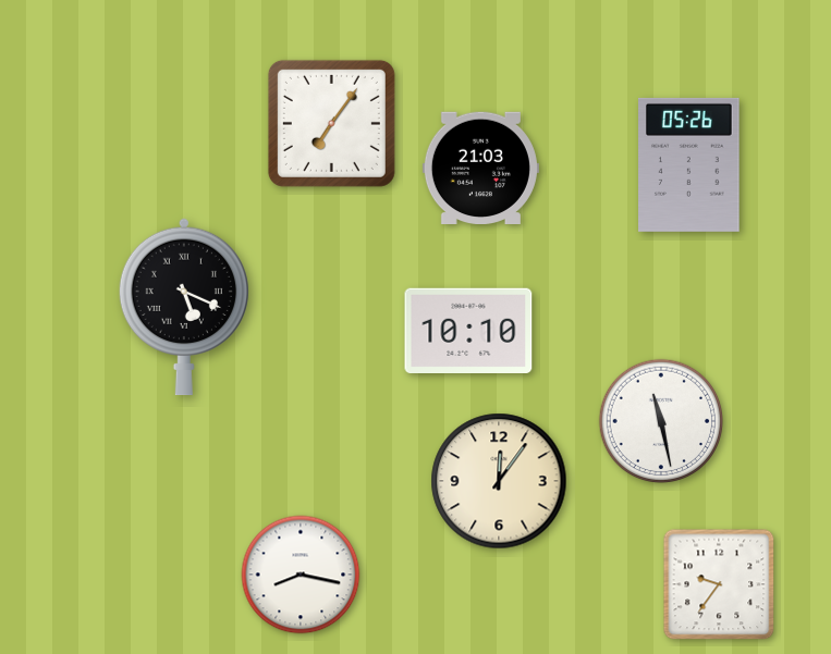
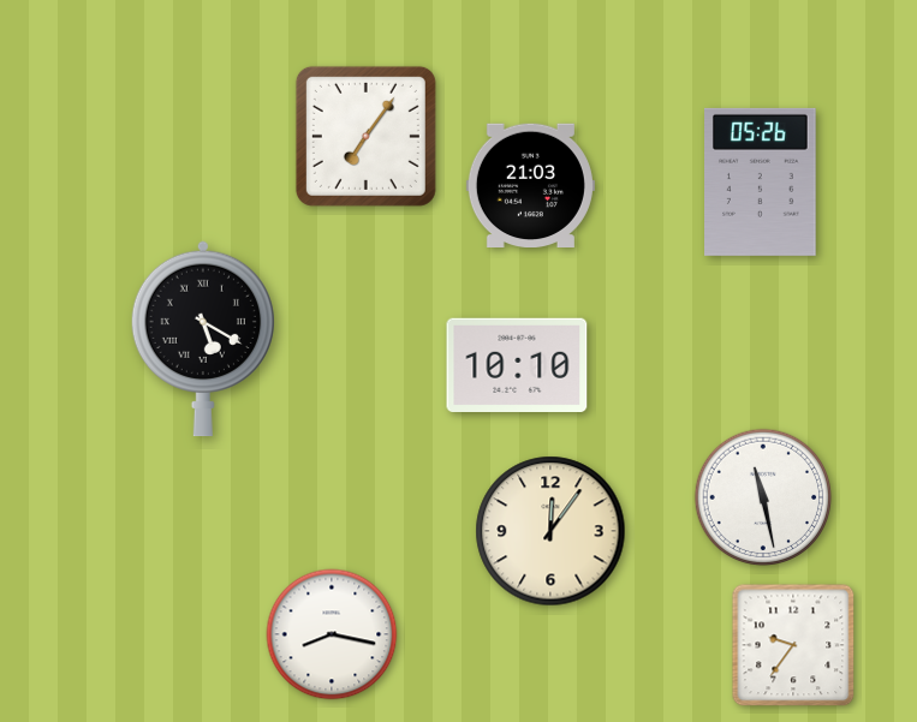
clock at (184, 307): 5:19 -> 5:20
clock at (661, 421) position: (661, 421) -> (763, 497)
